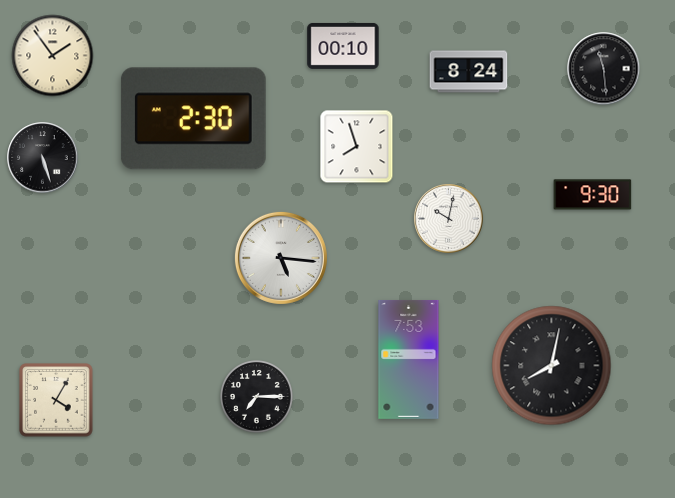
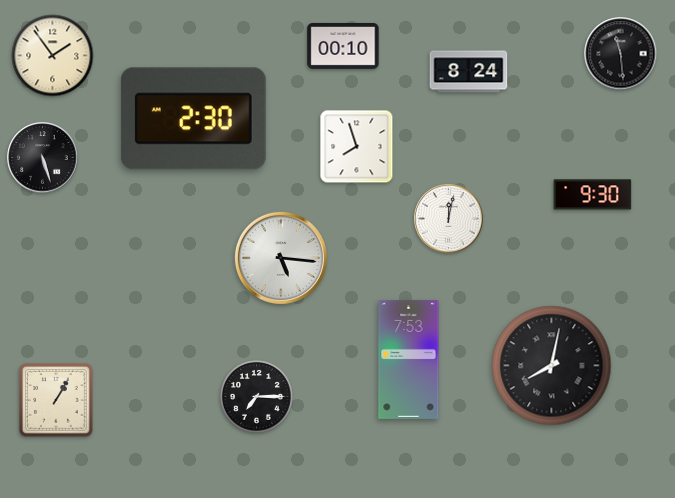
clock at (604, 69) position: (604, 69) -> (621, 54)
clock at (449, 219): 10:02 -> 12:02
clock at (56, 400): 4:05 -> 1:05
